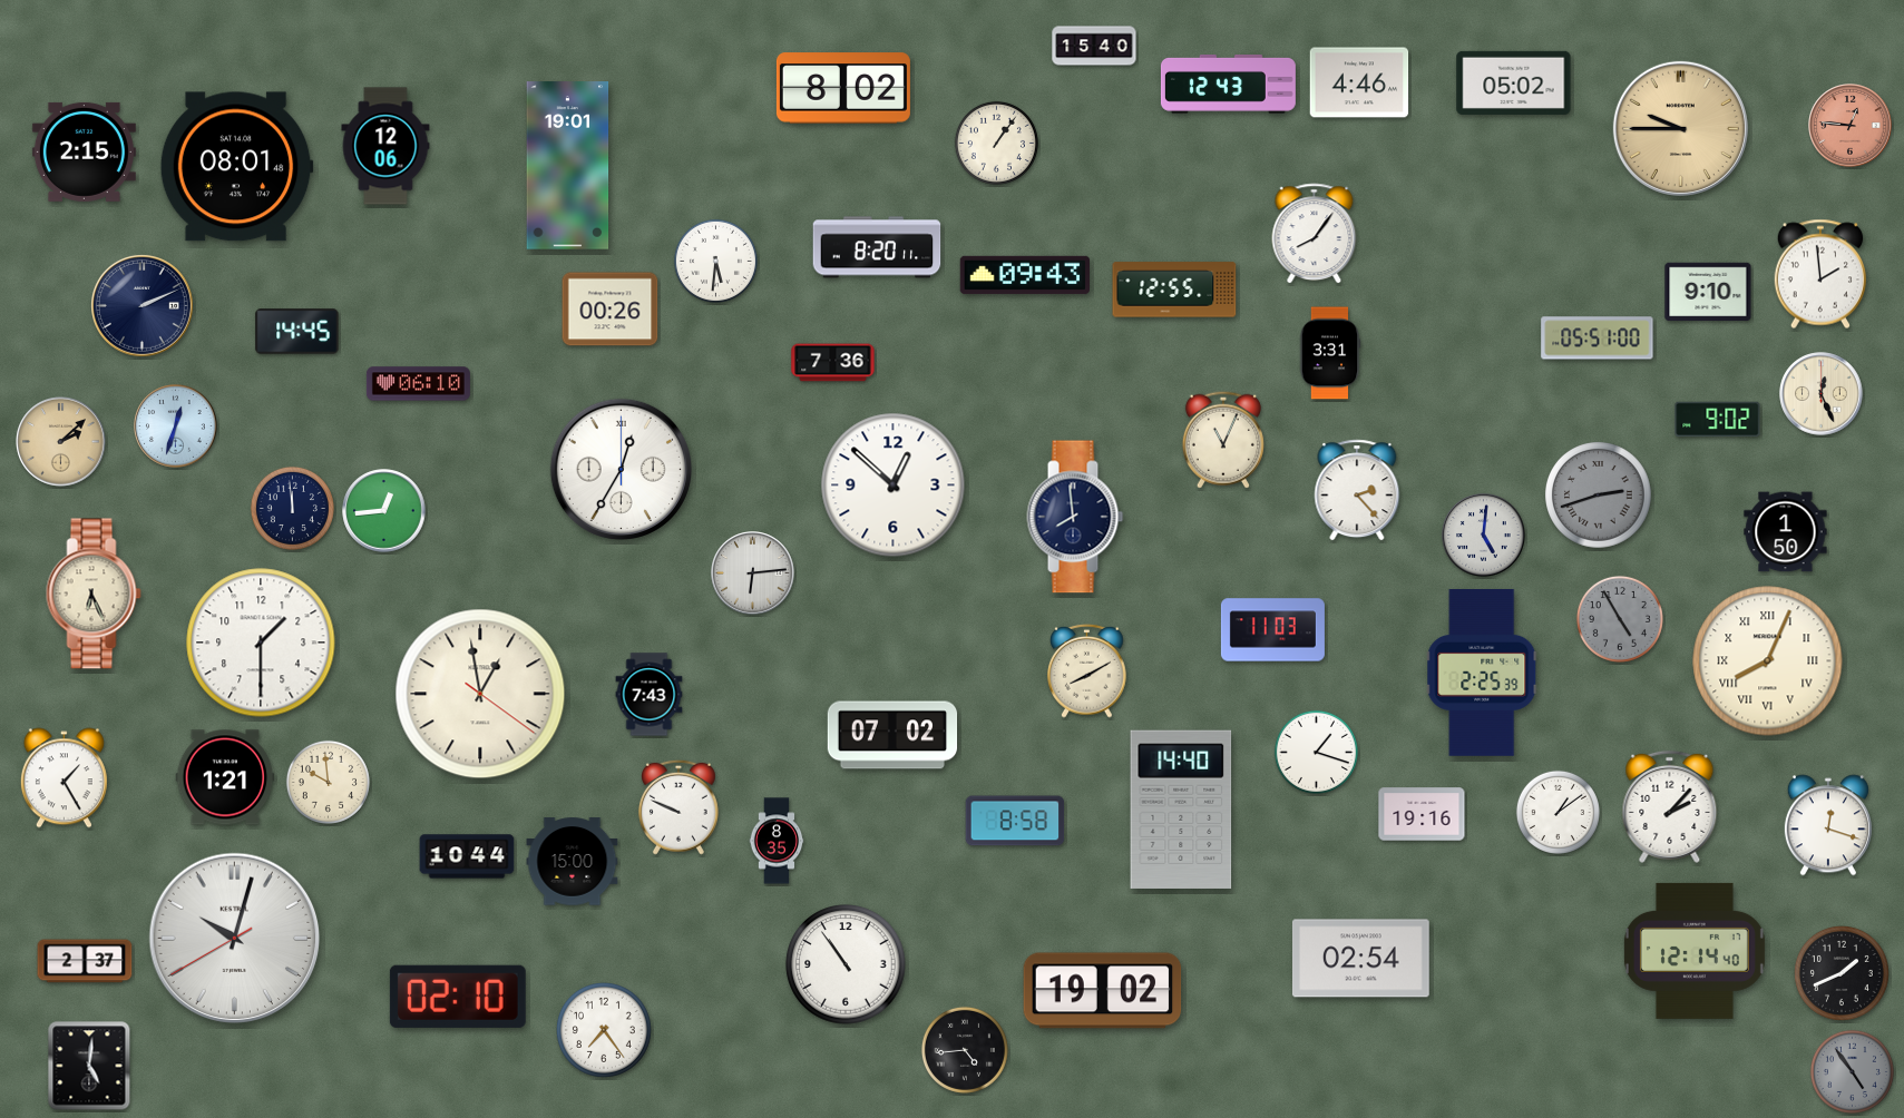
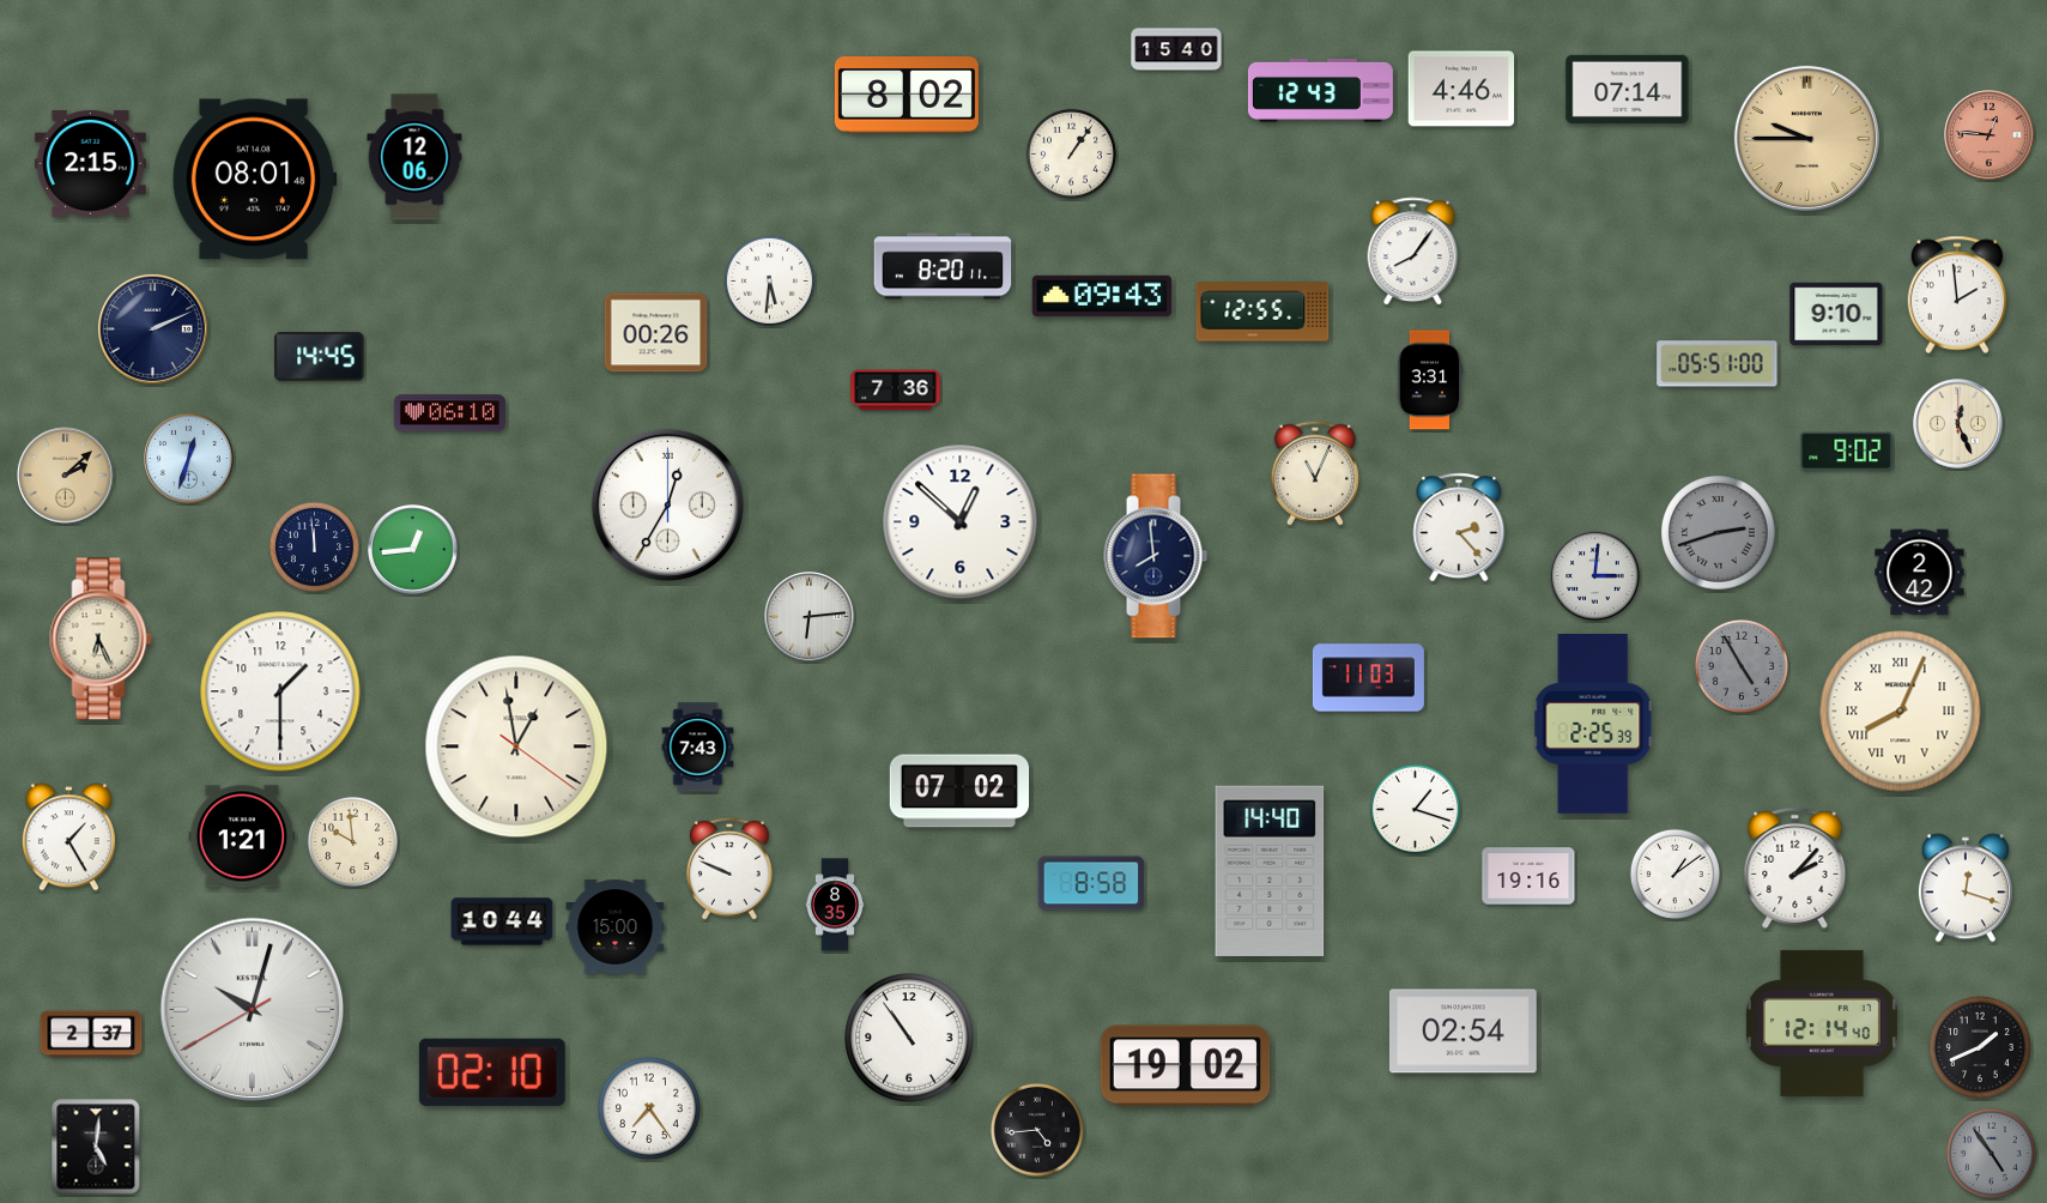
clock at (1514, 82): 05:02 -> 07:14
clock at (568, 166): 19:01 -> none
clock at (1786, 532): 1:50 -> 2:42
clock at (1484, 536): 5:01 -> 3:01
clock at (1087, 670): 8:10 -> none
